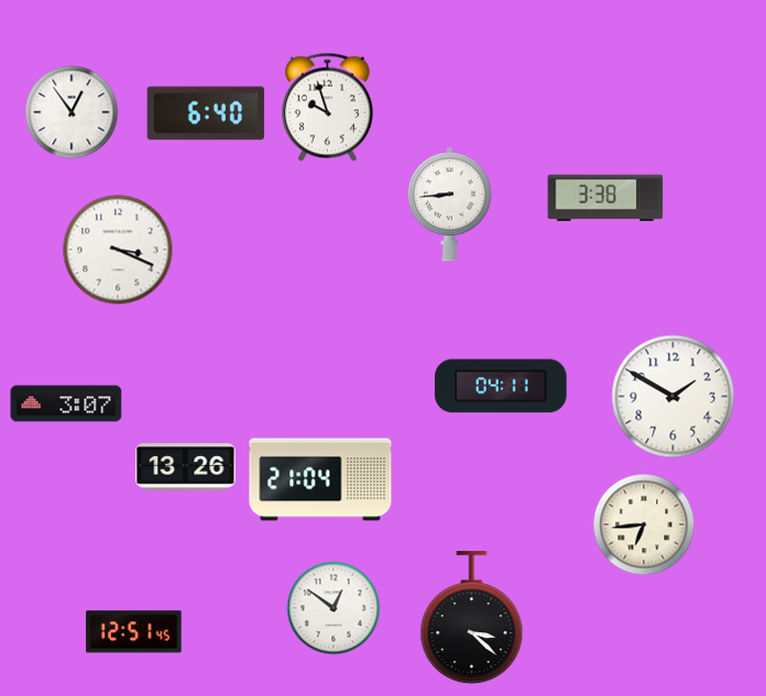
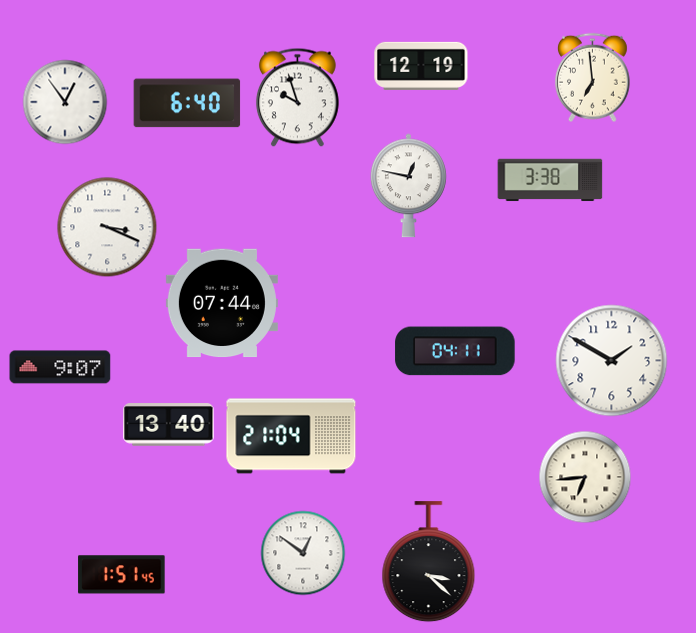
clock at (421, 66): none -> 12:19
clock at (593, 78): none -> 6:59
clock at (449, 205): 8:44 -> 12:47
clock at (222, 303): none -> 07:44
clock at (66, 404): 3:07 -> 9:07
clock at (186, 467): 13:26 -> 13:40
clock at (134, 632): 12:51 -> 1:51
